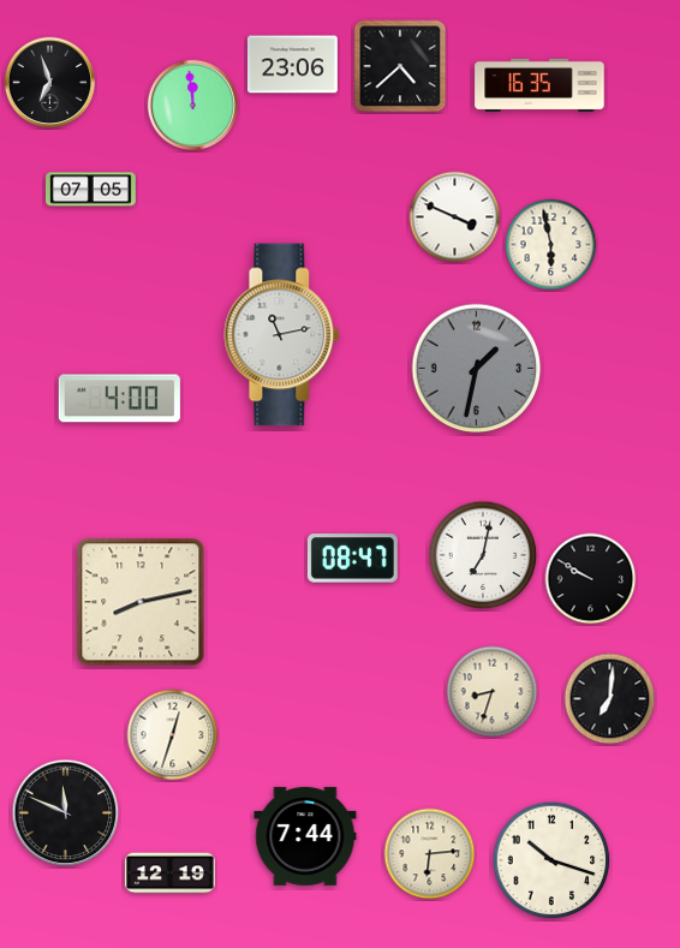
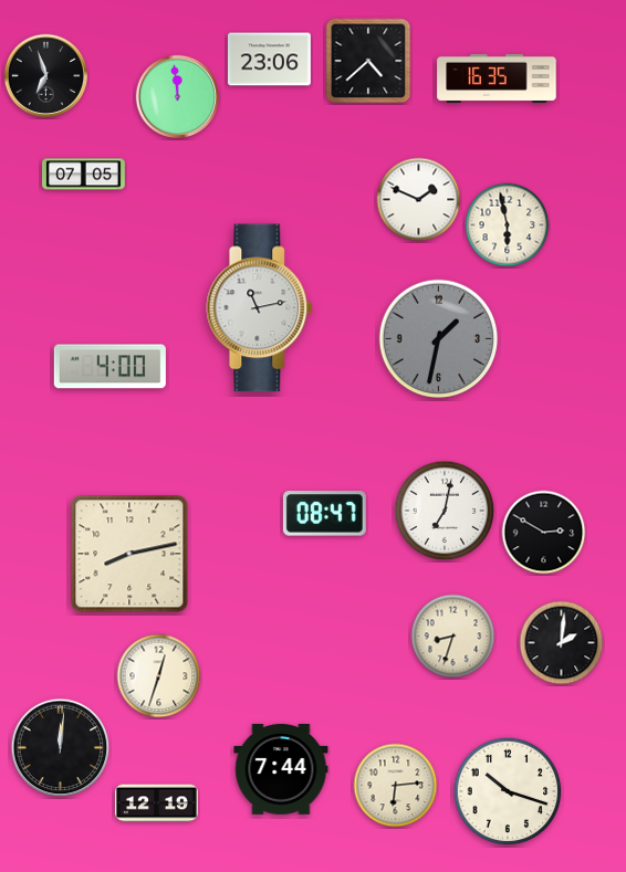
clock at (455, 217): 3:49 -> 1:49
clock at (591, 579): 9:50 -> 2:50
clock at (610, 699): 7:01 -> 2:01
clock at (66, 813): 11:49 -> 12:01
